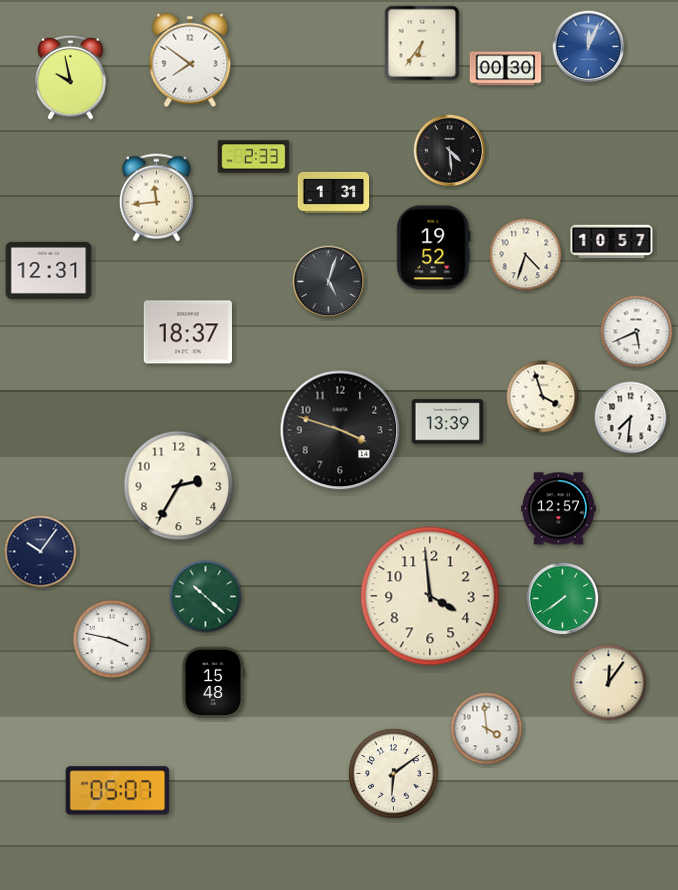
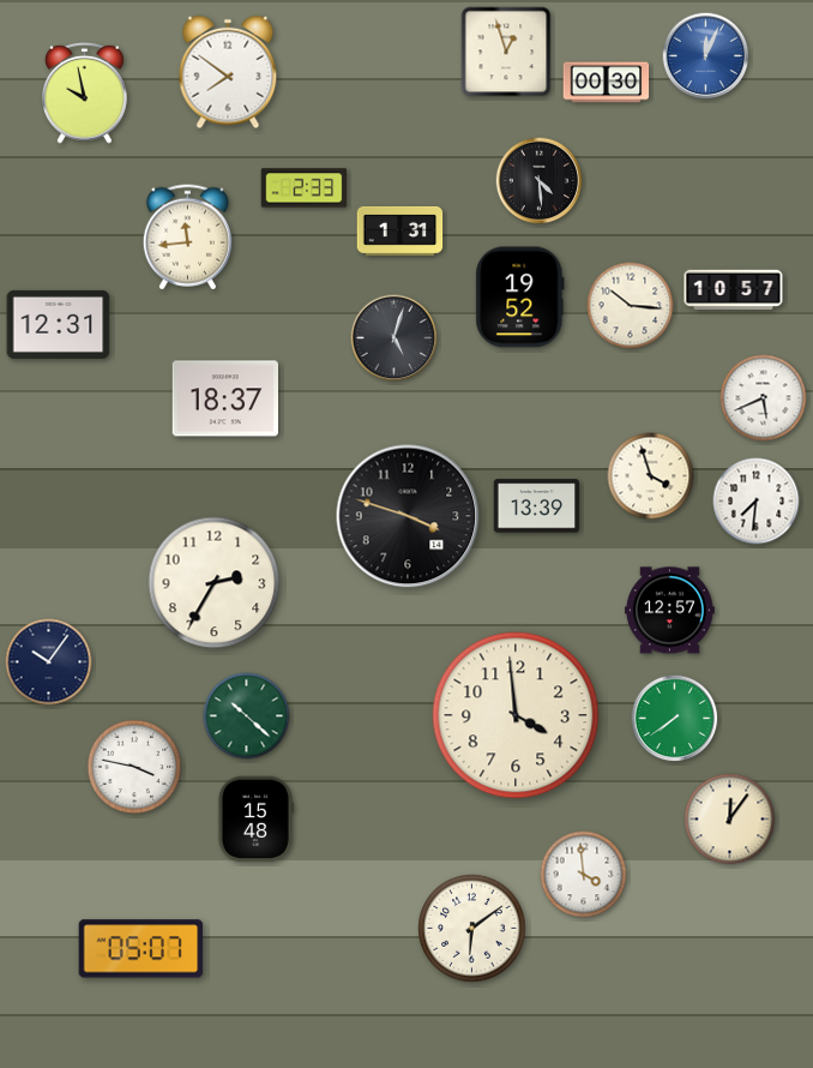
clock at (422, 43): 6:36 -> 12:57
clock at (526, 255): 4:33 -> 10:16
